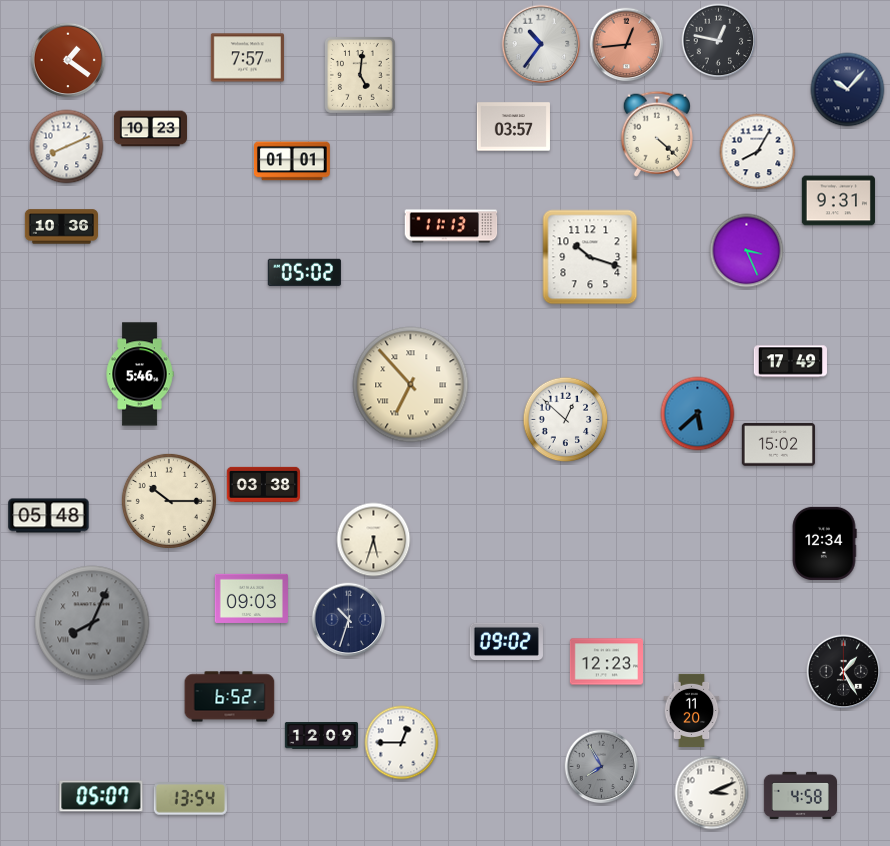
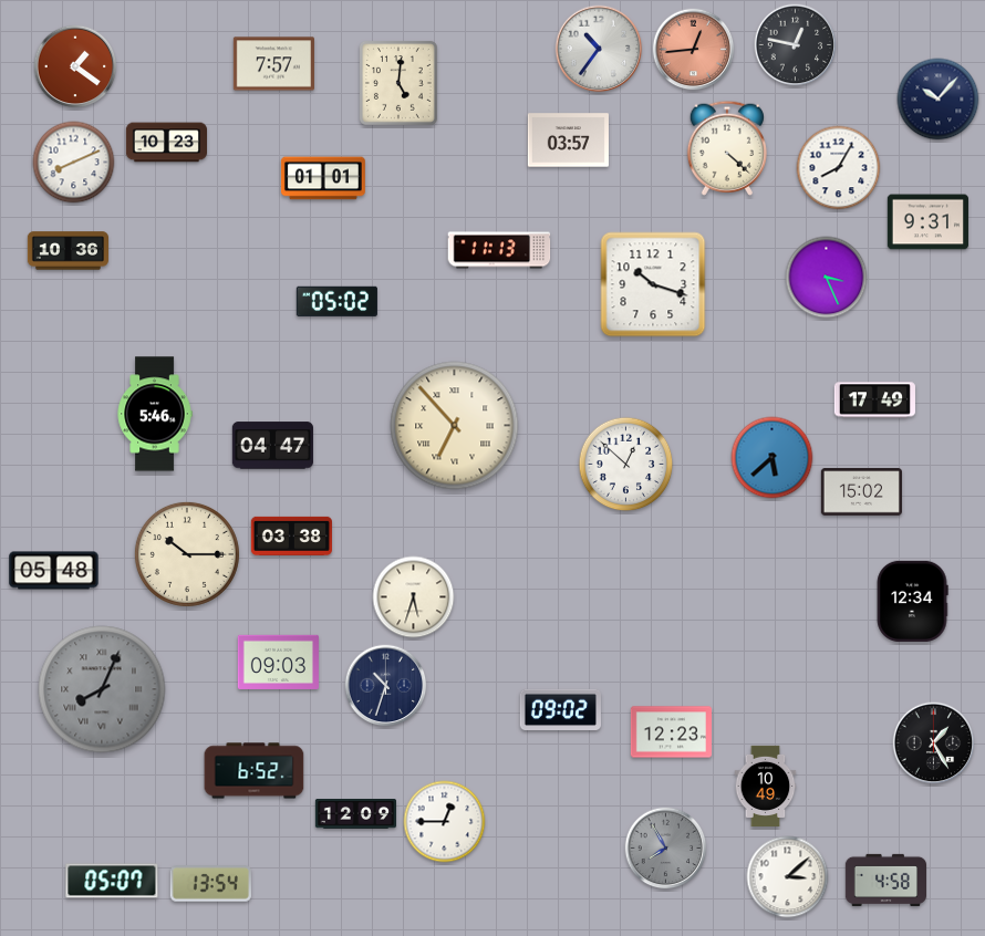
clock at (272, 446): none -> 04:47
clock at (692, 710): 11:20 -> 10:49
clock at (712, 793): 3:11 -> 3:08
